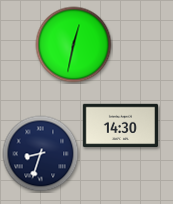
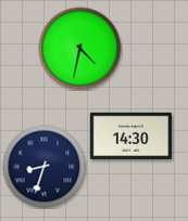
clock at (74, 45): 12:32 -> 4:32
